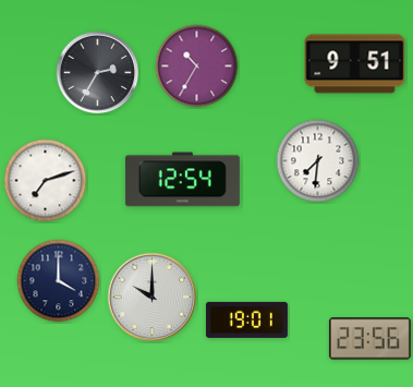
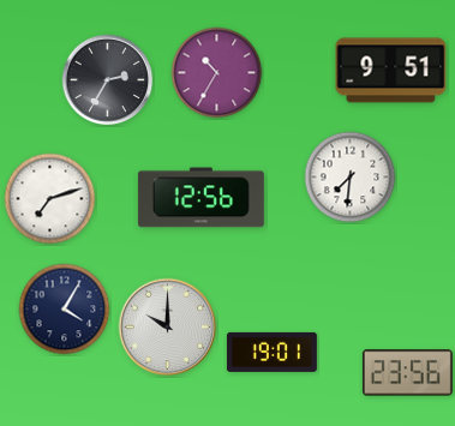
clock at (182, 180): 12:54 -> 12:56
clock at (59, 281): 4:00 -> 4:05
